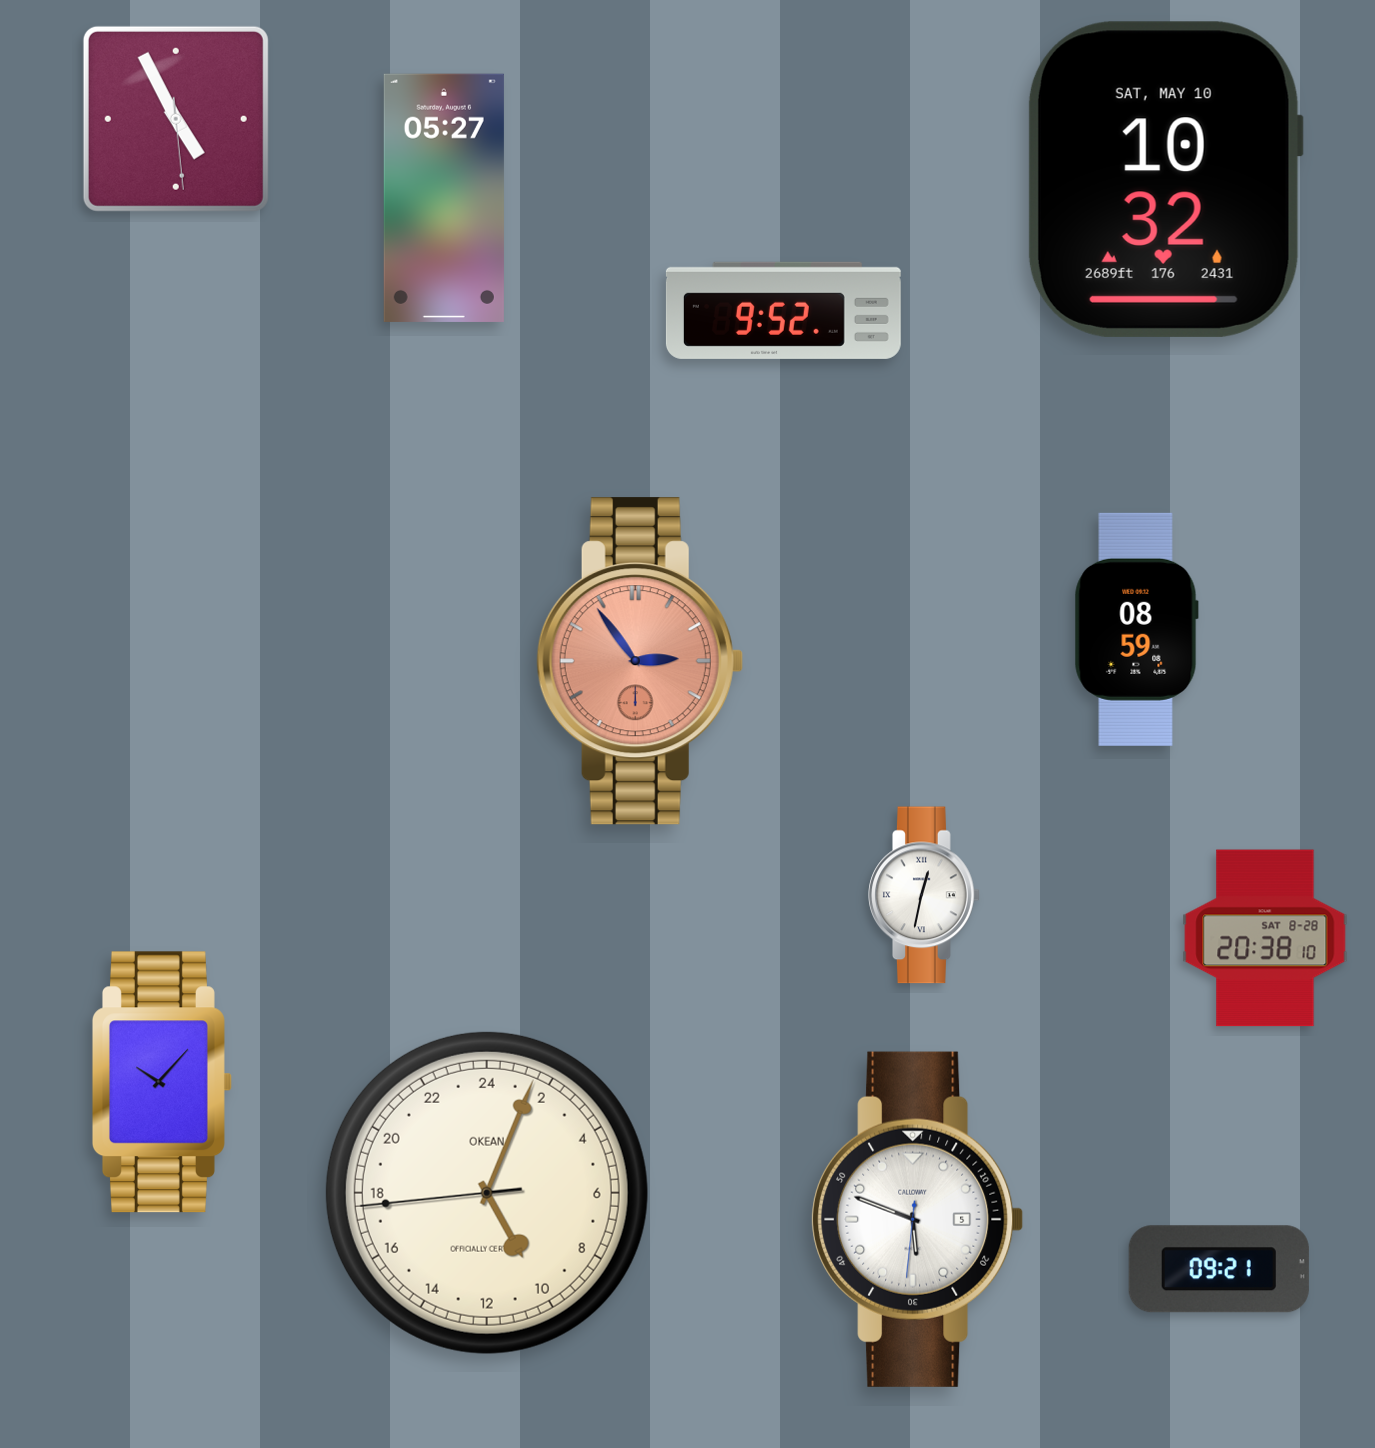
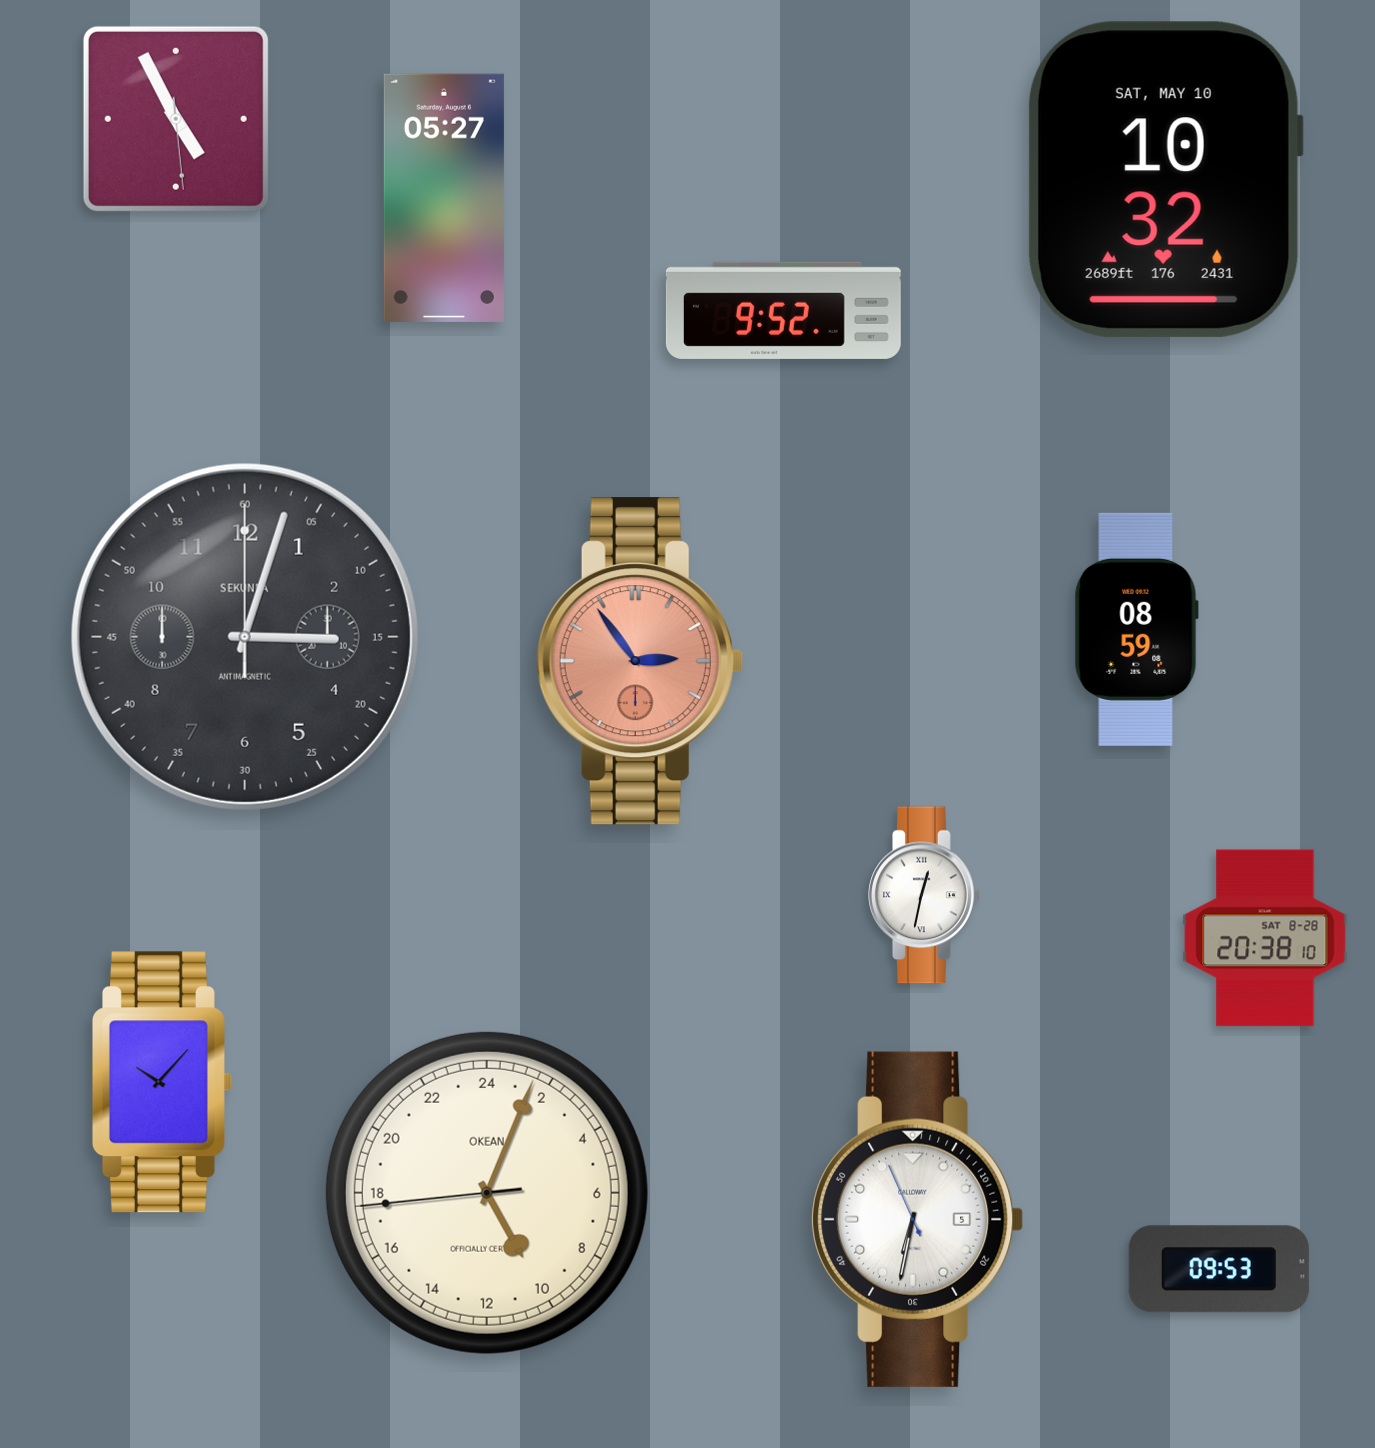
clock at (245, 637): none -> 3:03
clock at (918, 1219): 5:48 -> 6:31
clock at (1219, 1269): 09:21 -> 09:53
